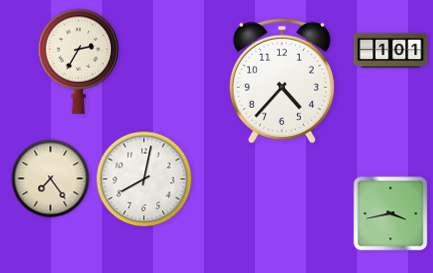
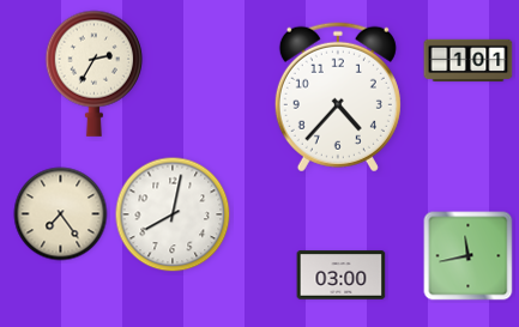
clock at (391, 214): 3:43 -> 11:43
clock at (342, 275): none -> 03:00
